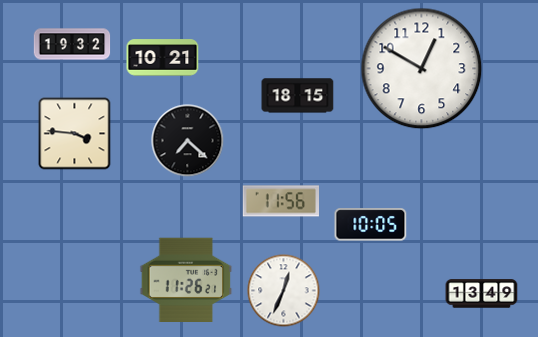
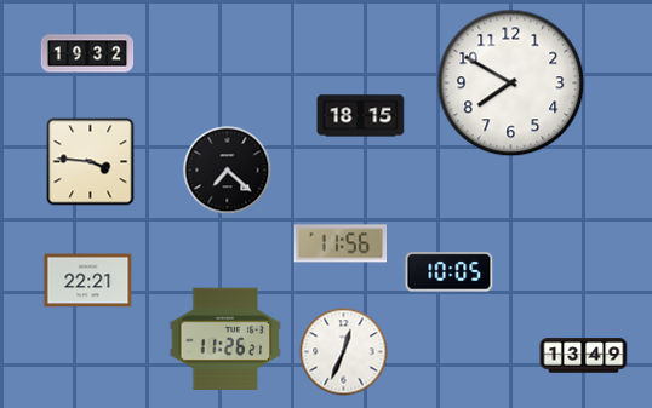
clock at (163, 58): 10:21 -> none
clock at (422, 69): 12:50 -> 7:50
clock at (88, 281): none -> 22:21
